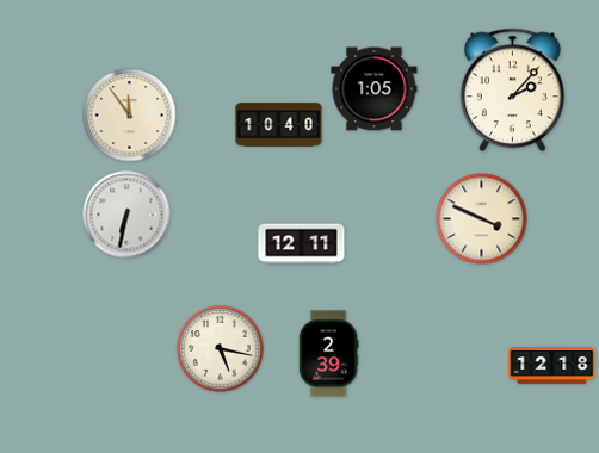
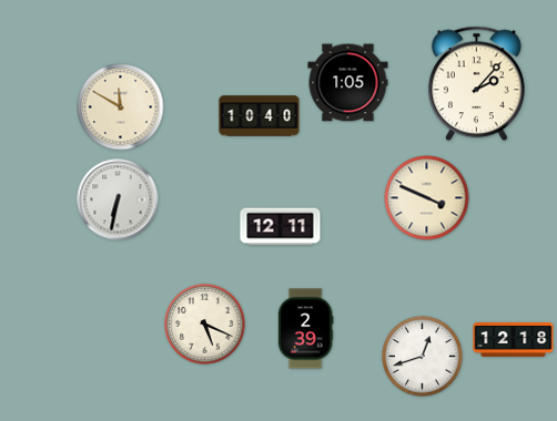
clock at (130, 116): 11:54 -> 11:50
clock at (482, 219) position: (482, 219) -> (427, 198)
clock at (221, 349): 5:17 -> 5:19
clock at (423, 357): none -> 12:42
